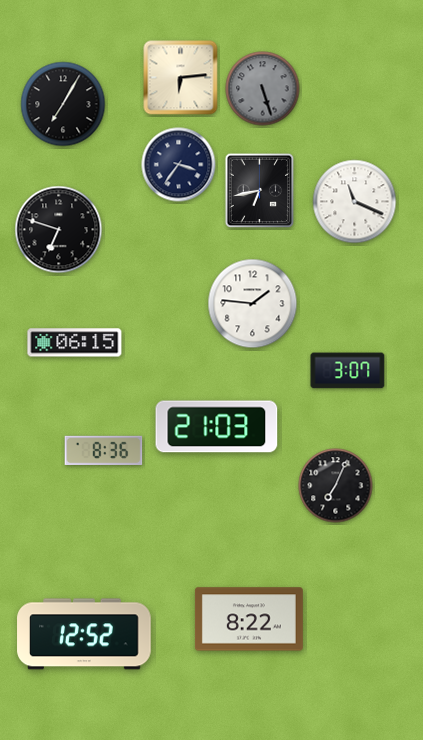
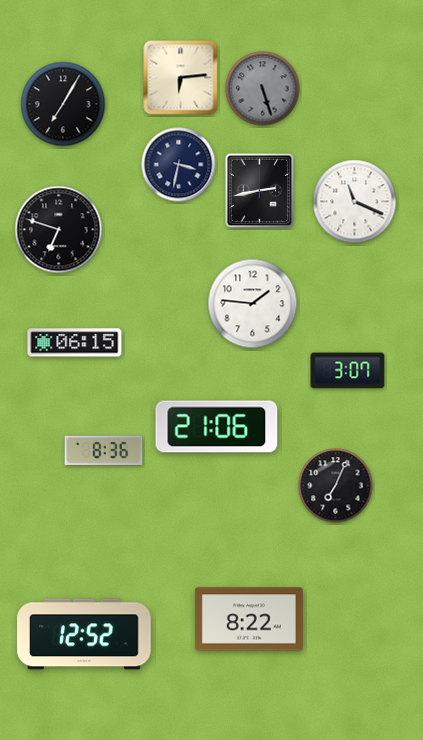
clock at (179, 165): 3:36 -> 3:32
clock at (260, 191): 6:43 -> 2:43
clock at (217, 427): 21:03 -> 21:06
